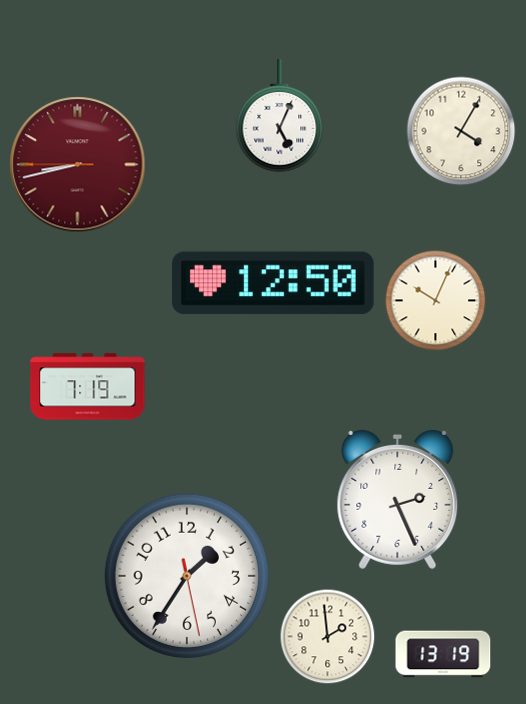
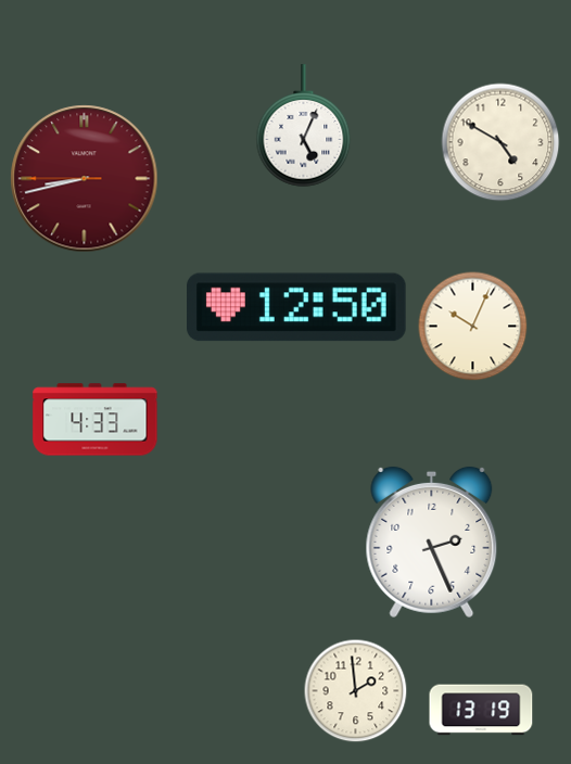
clock at (461, 131): 4:05 -> 4:50
clock at (88, 387): 7:19 -> 4:33
clock at (187, 576): 1:35 -> none
